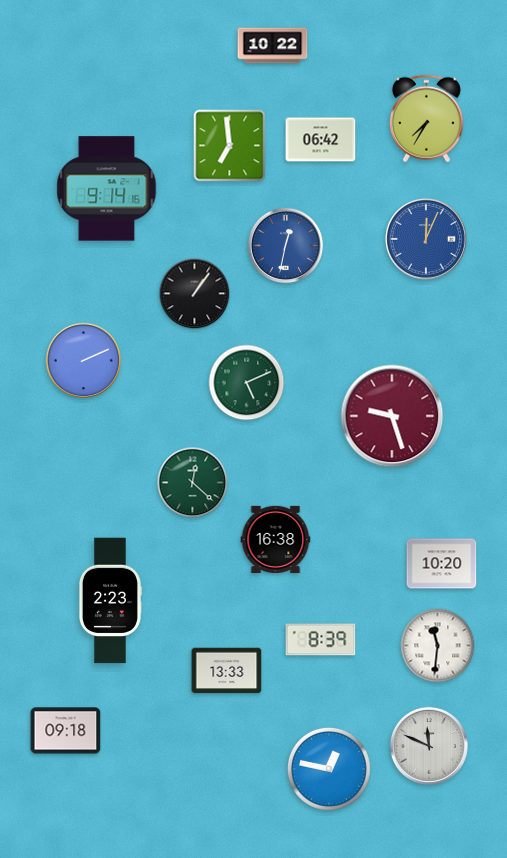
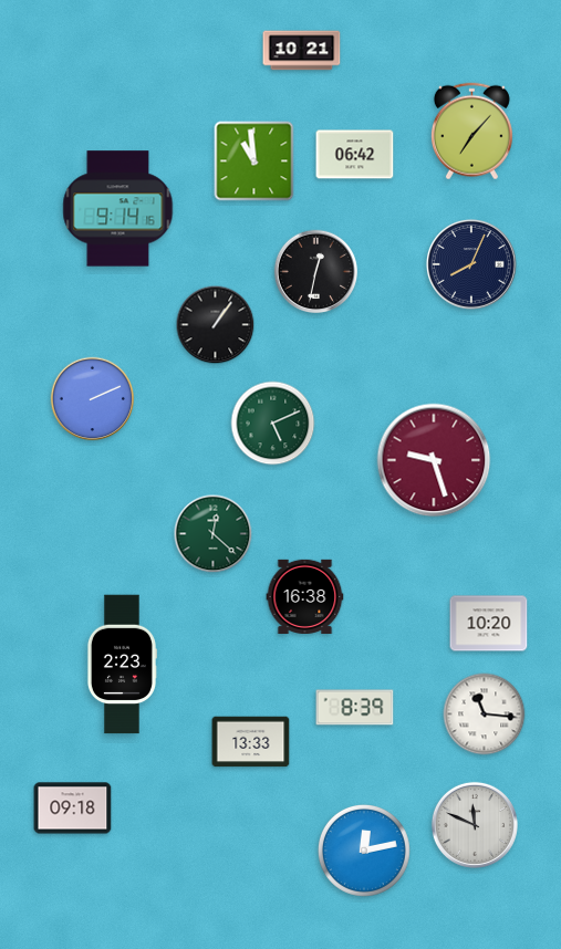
clock at (273, 46): 10:22 -> 10:21
clock at (426, 119): 7:35 -> 7:07
clock at (230, 146): 6:59 -> 10:59
clock at (427, 240): 12:04 -> 8:04
clock at (427, 240) dial: blue -> navy
clock at (286, 246) dial: blue -> black
clock at (438, 646): 11:31 -> 11:16
clock at (329, 769): 12:47 -> 12:13
